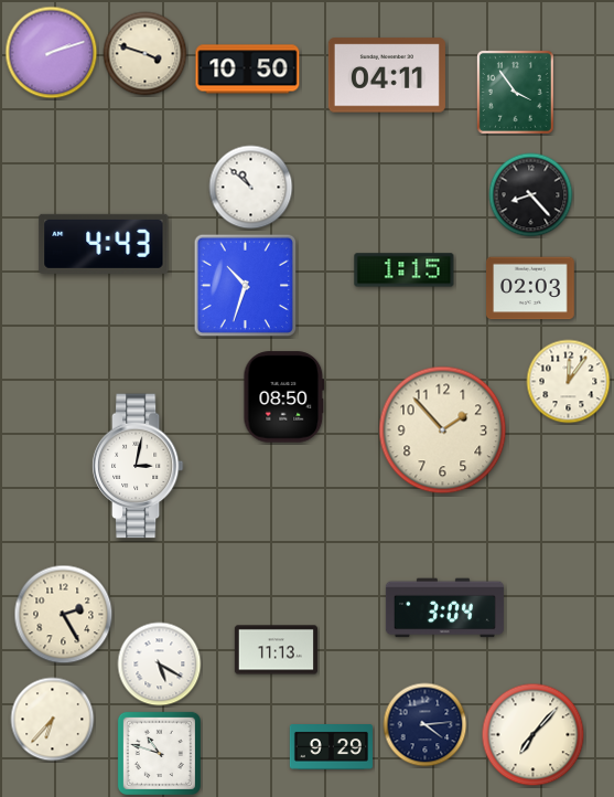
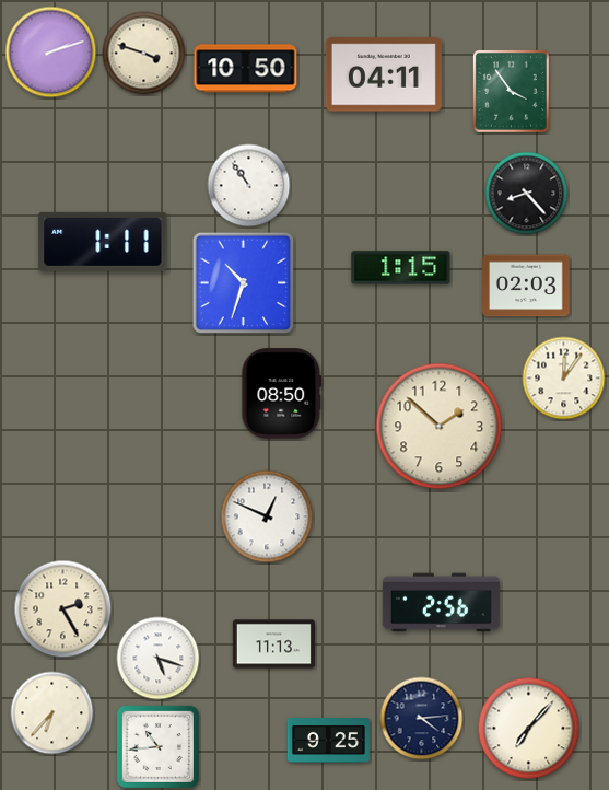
clock at (251, 188): 10:52 -> 10:54
clock at (104, 244): 4:43 -> 1:11
clock at (443, 431): 1:53 -> 1:52
clock at (138, 466): 3:02 -> none
clock at (267, 516): none -> 12:49
clock at (444, 608): 3:04 -> 2:56
clock at (160, 665): 5:20 -> 5:18
clock at (331, 747): 9:29 -> 9:25
clock at (159, 753): 10:48 -> 10:44
